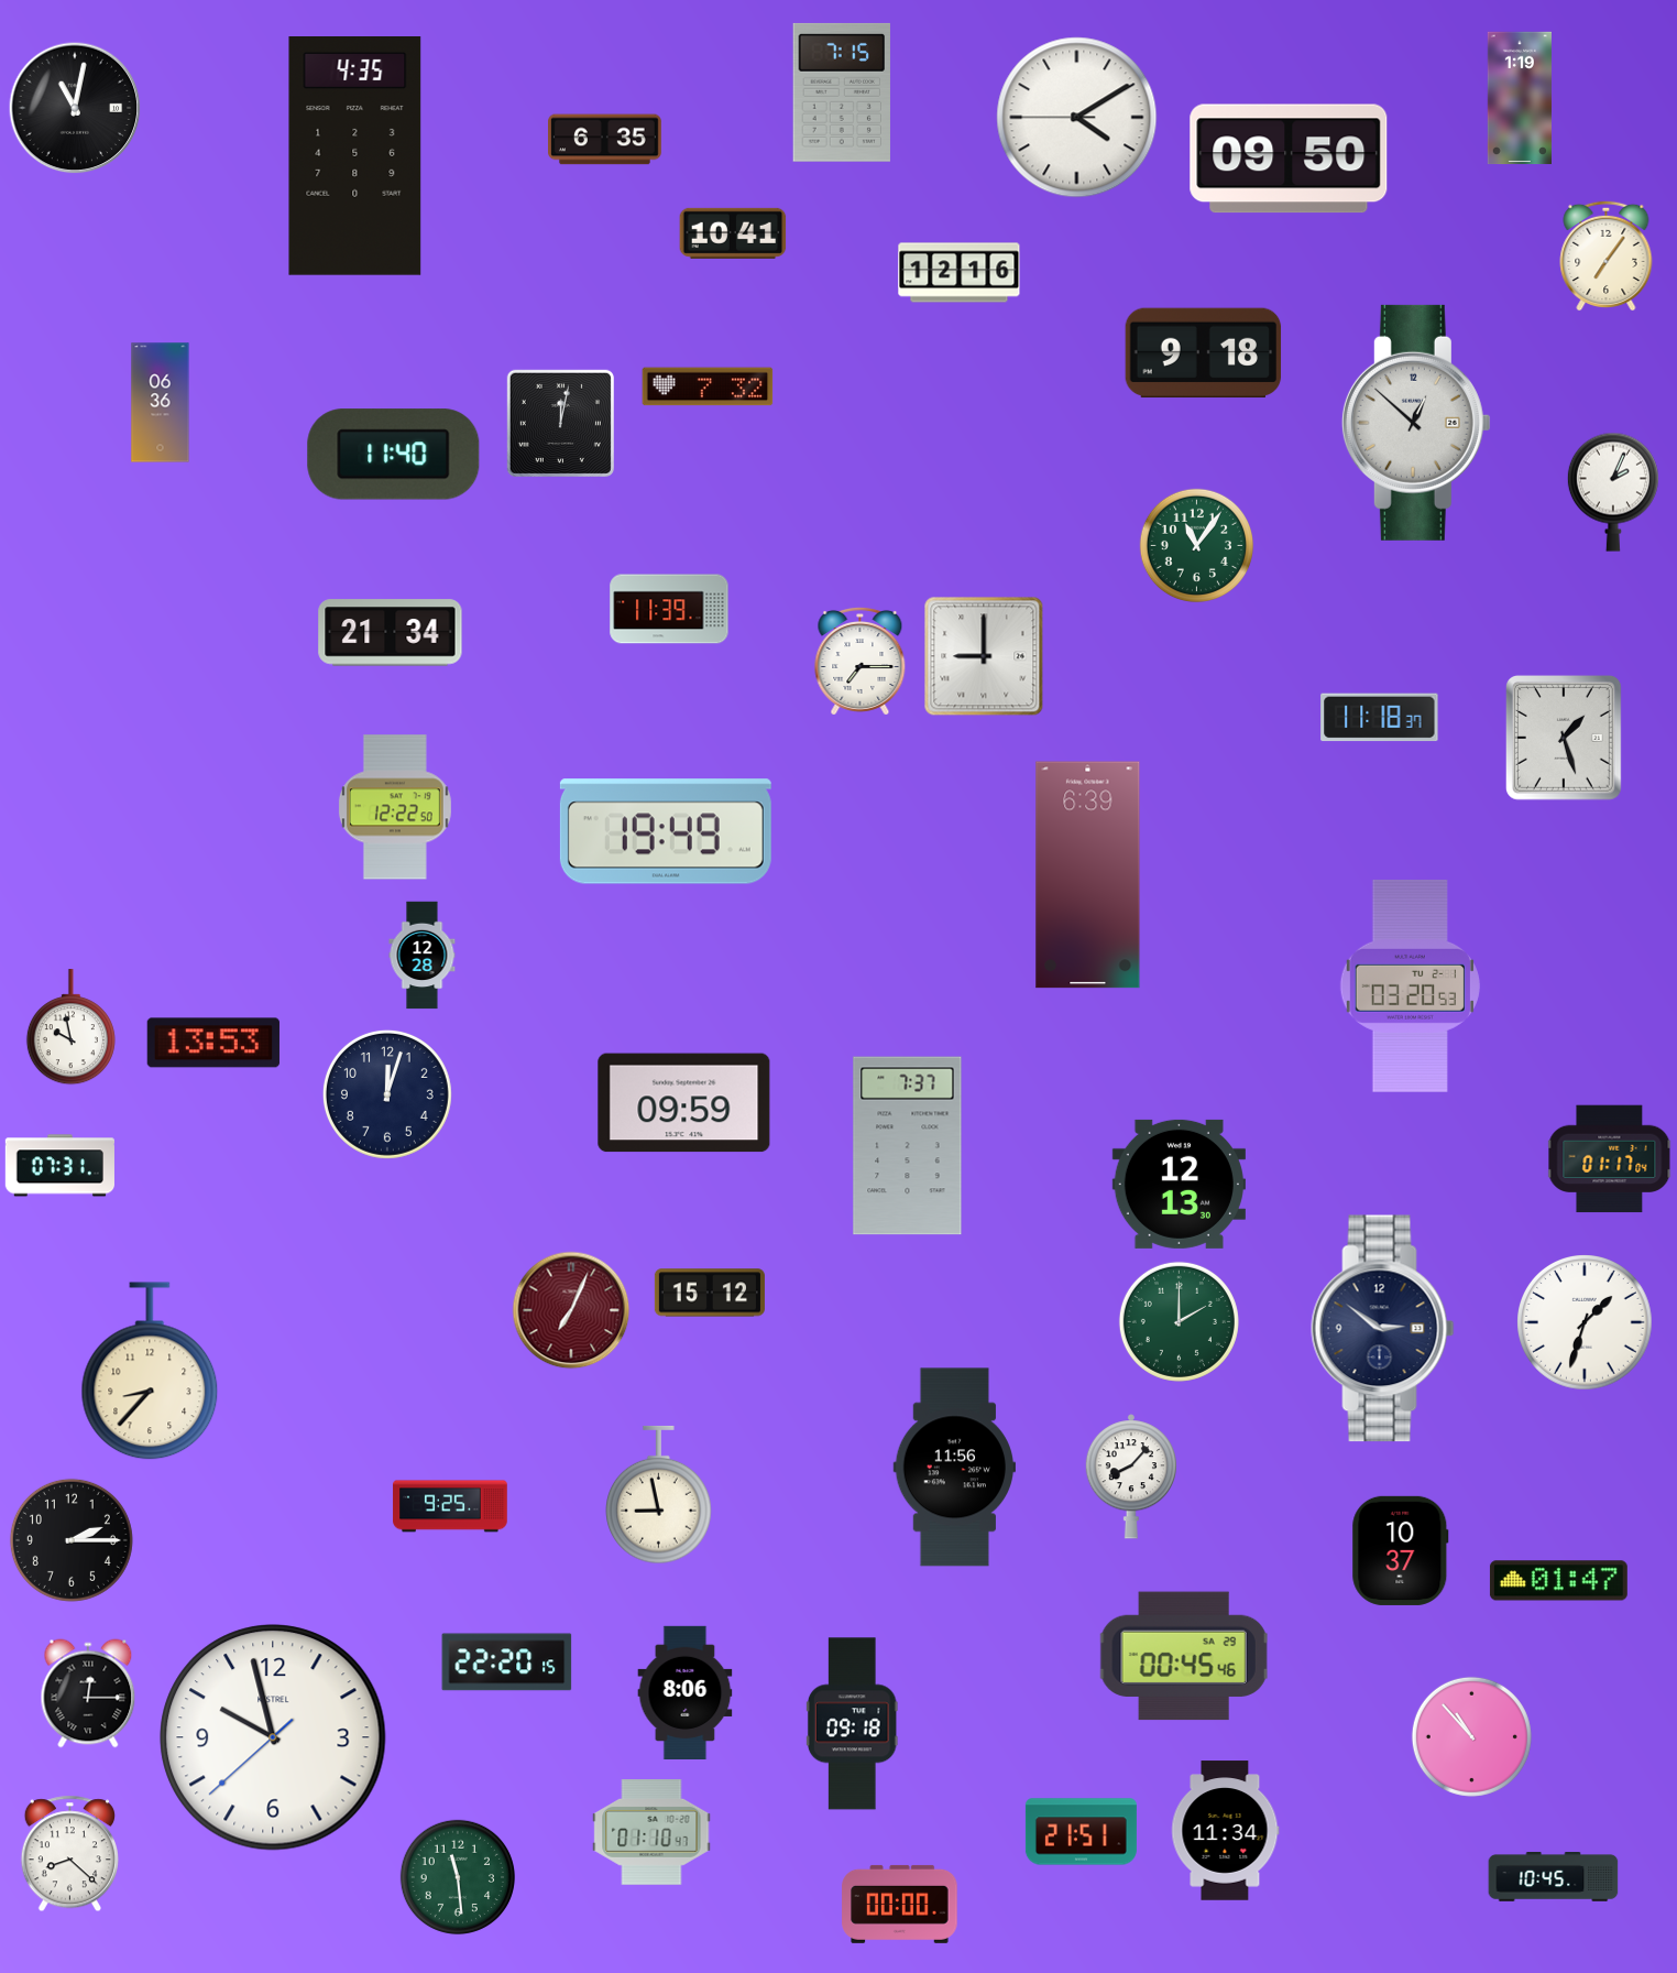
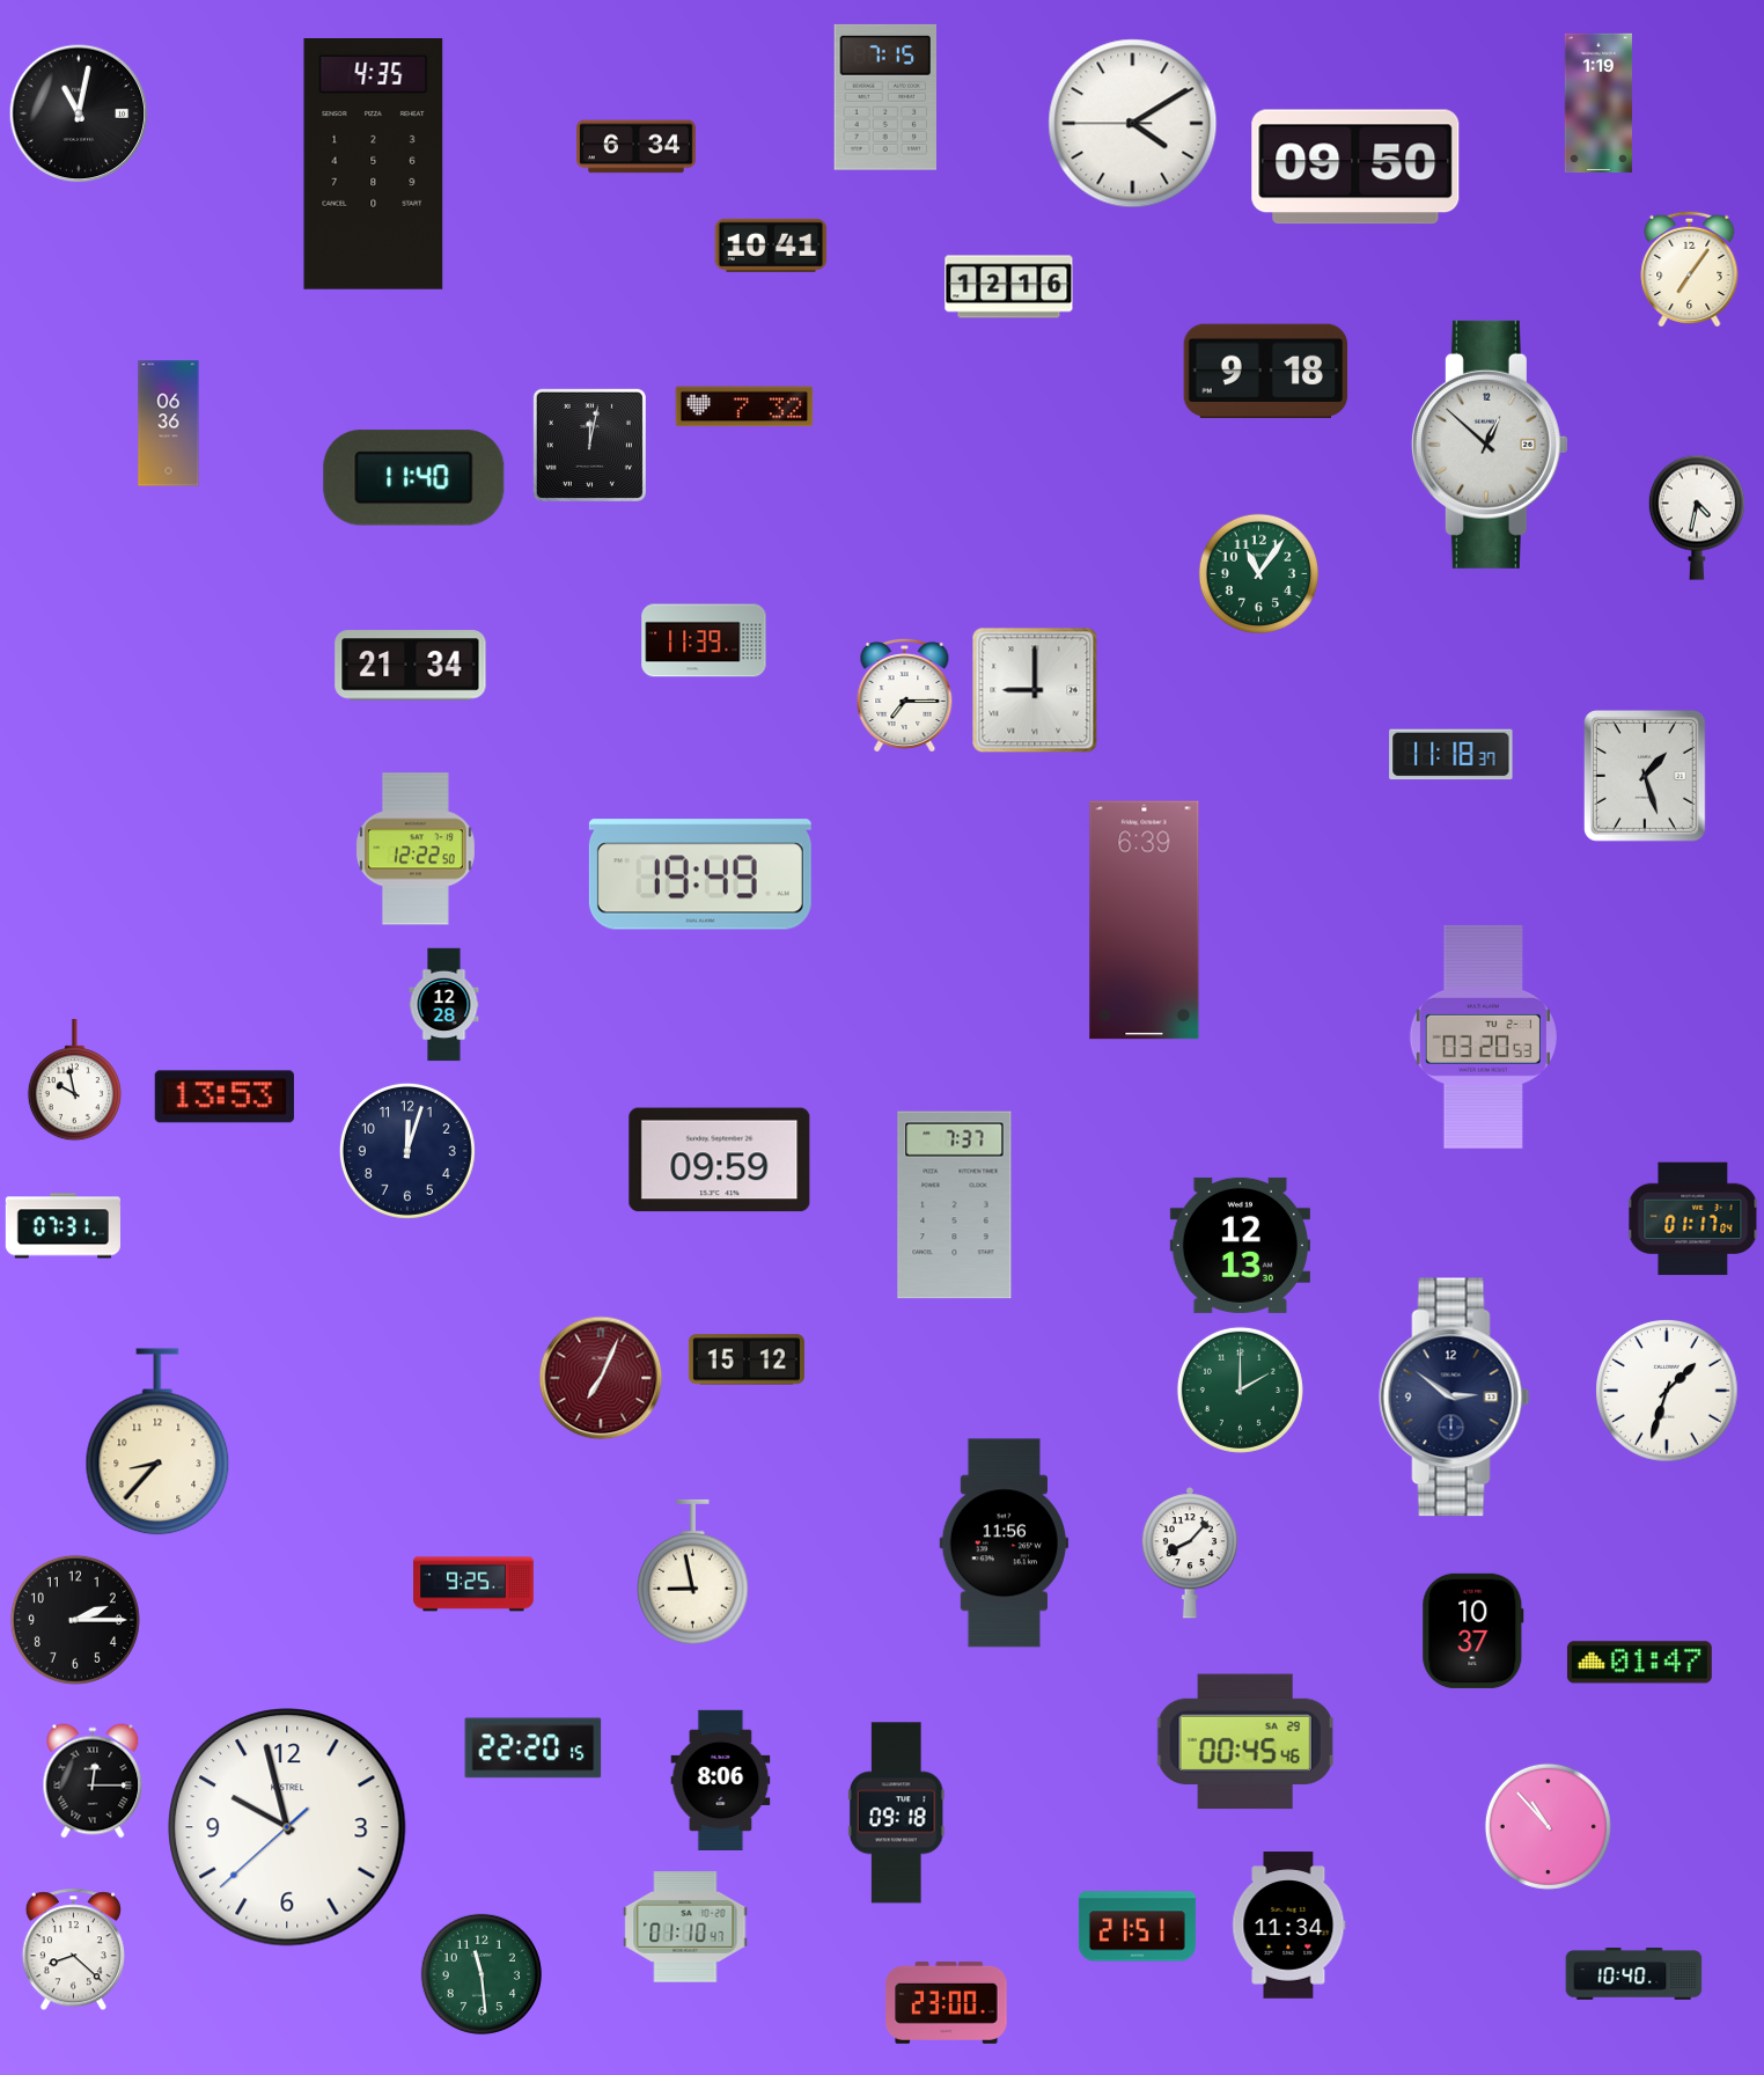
clock at (605, 140): 6:35 -> 6:34
clock at (1613, 492): 2:04 -> 4:32
clock at (1554, 1877): 10:45 -> 10:40
clock at (900, 1904): 00:00 -> 23:00
